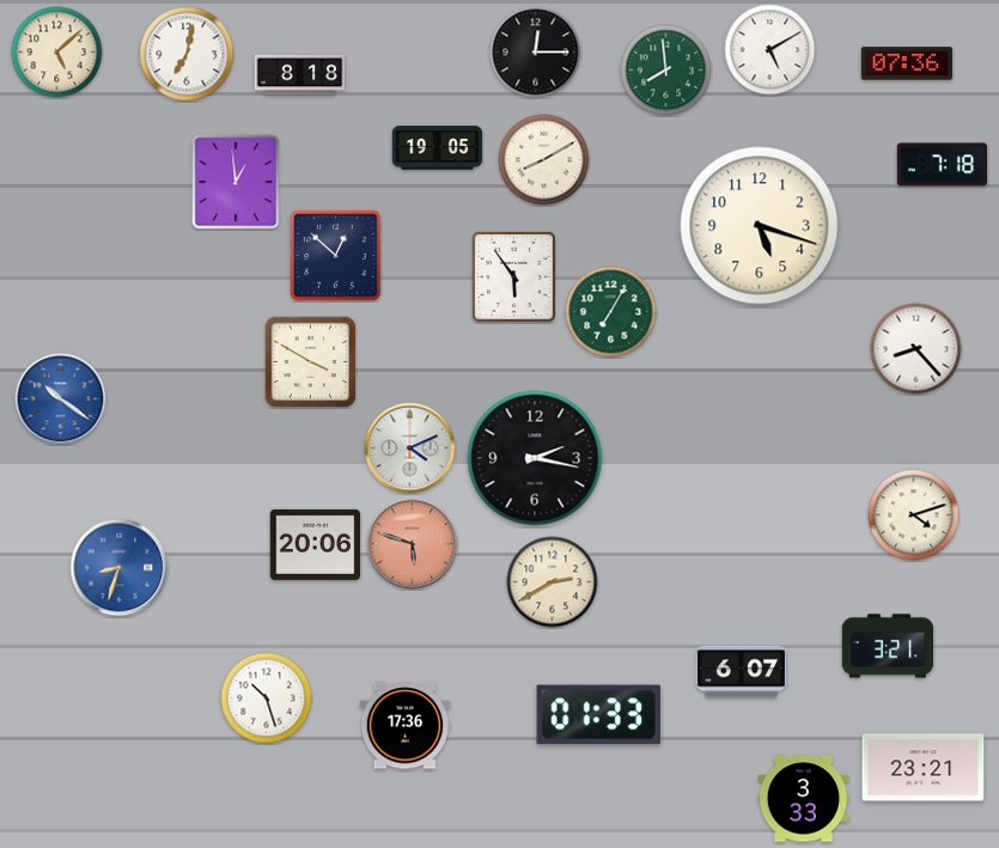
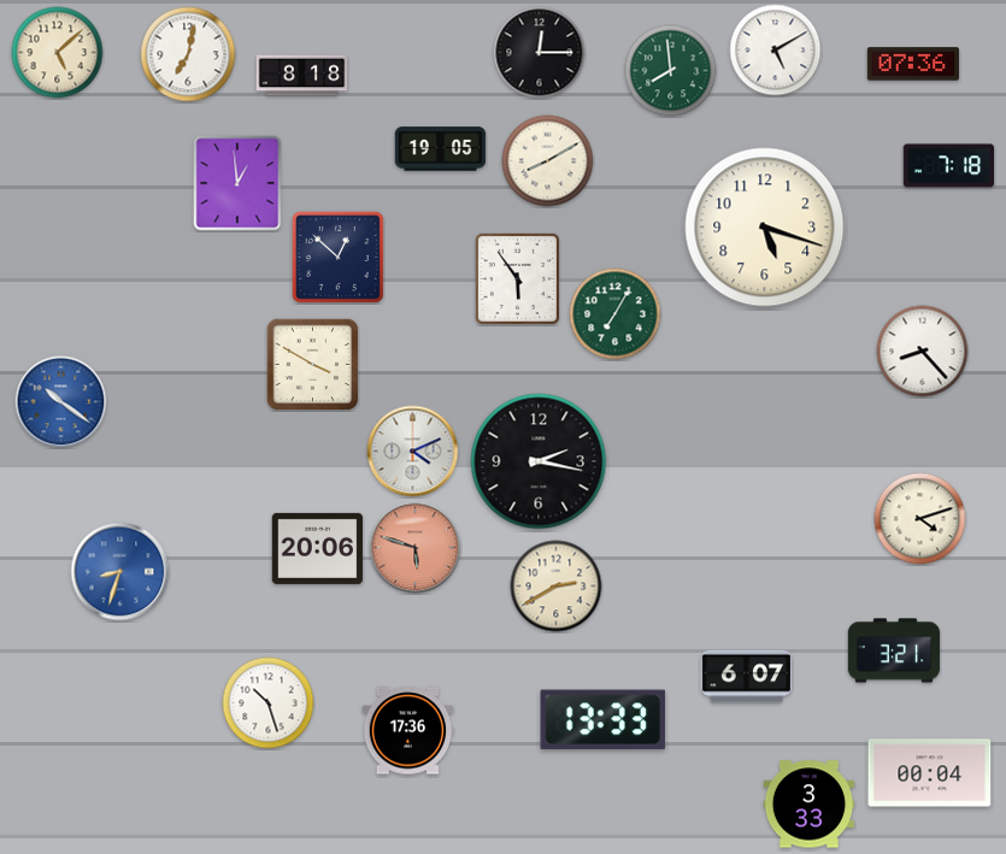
clock at (599, 715): 01:33 -> 13:33
clock at (924, 768): 23:21 -> 00:04
